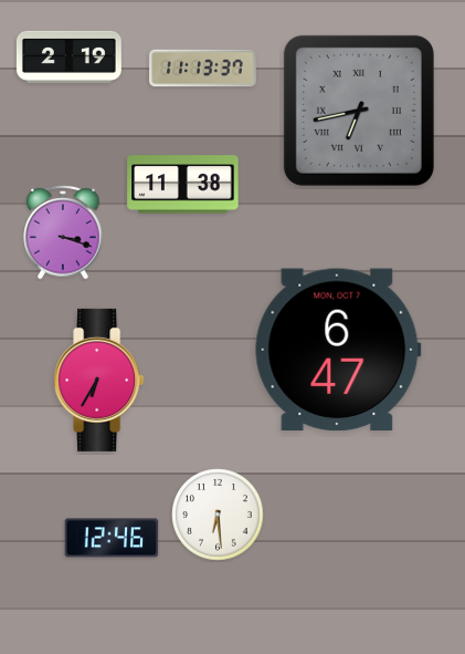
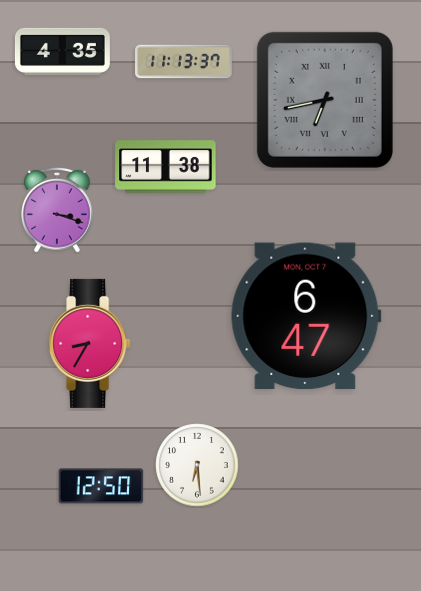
clock at (68, 56): 2:19 -> 4:35
clock at (99, 380): 6:35 -> 8:35
clock at (112, 538): 12:46 -> 12:50
